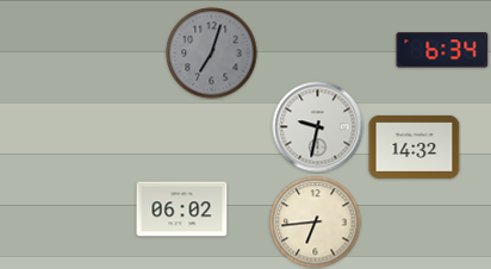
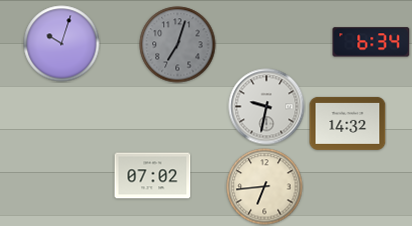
clock at (62, 44): none -> 10:03
clock at (182, 209): 06:02 -> 07:02
